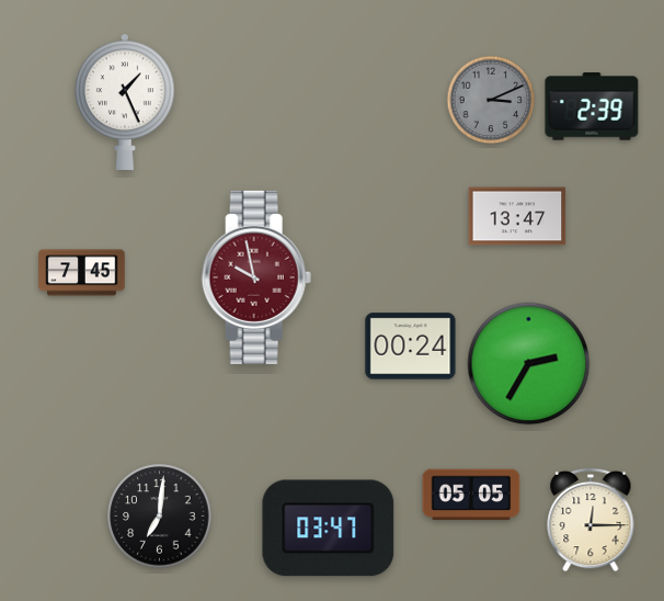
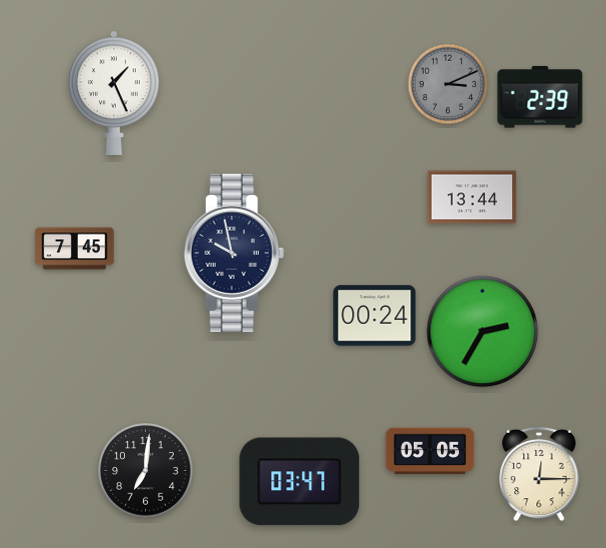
clock at (491, 100) position: (491, 100) -> (448, 84)
clock at (517, 216): 13:47 -> 13:44
clock at (256, 277) dial: burgundy -> navy
